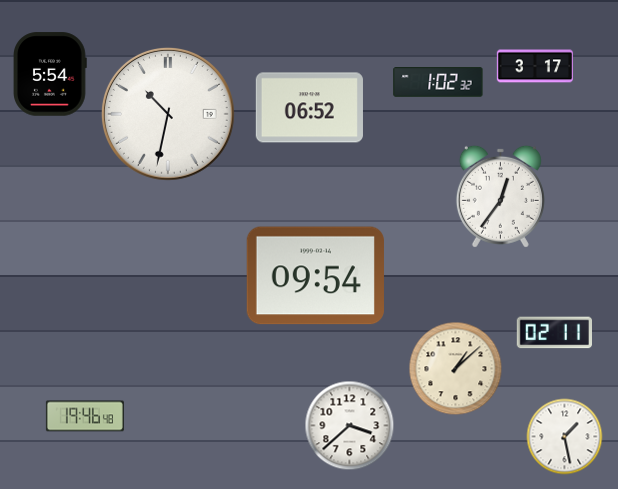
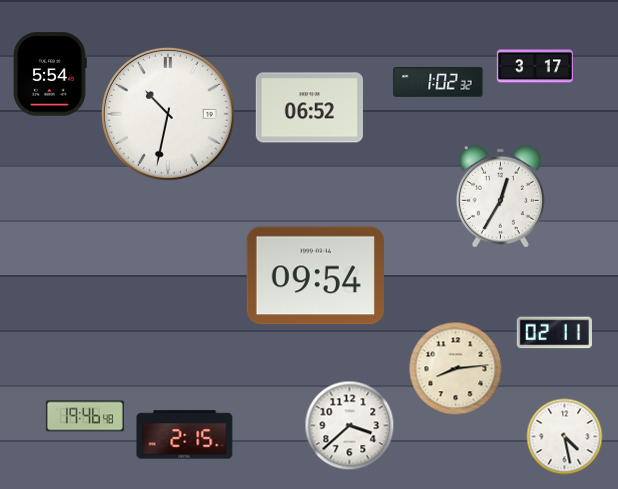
clock at (500, 196): 12:36 -> 12:35
clock at (456, 369): 1:08 -> 8:14
clock at (185, 435): none -> 2:15
clock at (565, 437): 1:28 -> 4:28
